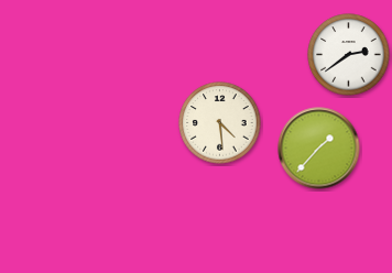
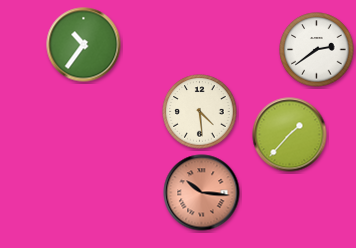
clock at (84, 45): none -> 10:36
clock at (202, 193): none -> 10:16
